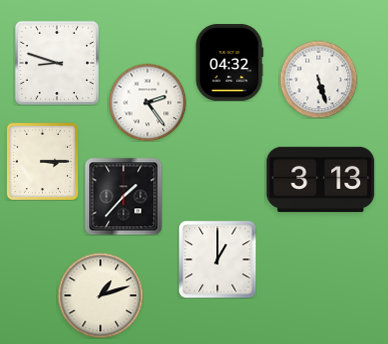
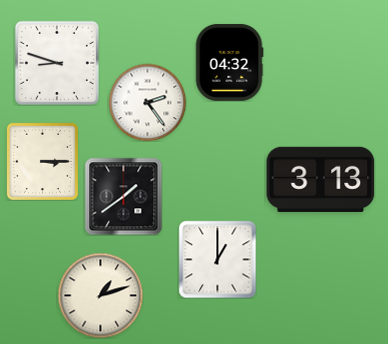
clock at (318, 79): 5:27 -> none
clock at (123, 196): 1:37 -> 1:39
